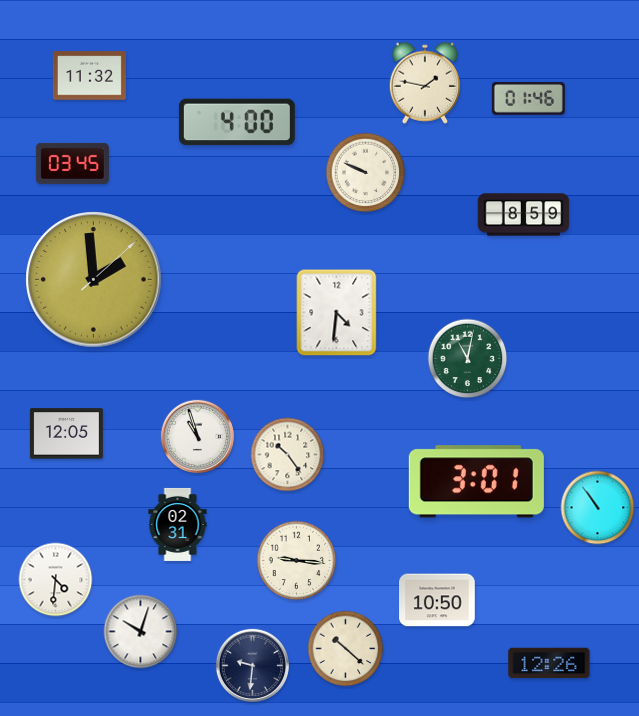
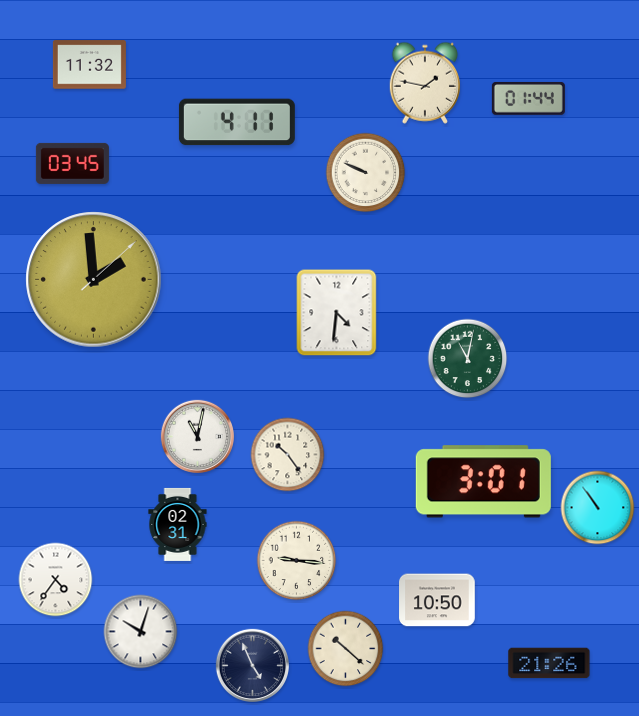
clock at (89, 76) position: (89, 76) -> (89, 65)
clock at (528, 98): 01:46 -> 01:44
clock at (237, 122): 4:00 -> 4:11
clock at (524, 215): 8:59 -> none
clock at (66, 434): 12:05 -> none
clock at (198, 437): 10:57 -> 11:02
clock at (476, 482) position: (476, 482) -> (483, 482)
clock at (56, 580): 4:31 -> 4:36
clock at (549, 663): 12:26 -> 21:26
clock at (253, 666): 9:31 -> 4:56
